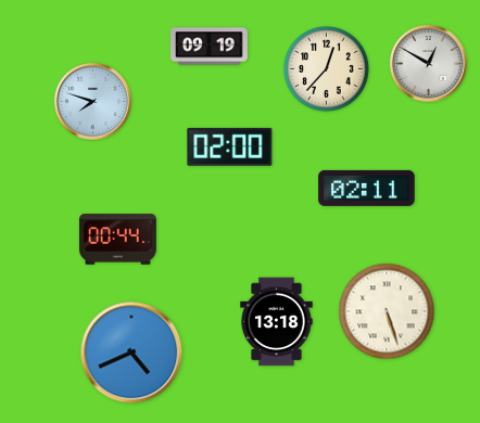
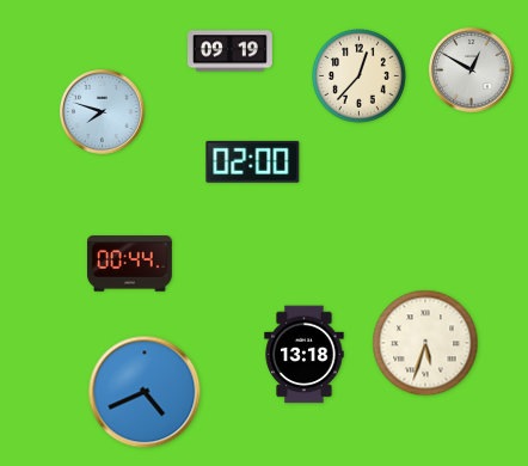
clock at (367, 188): 02:11 -> none
clock at (387, 311): 5:27 -> 5:33
clock at (131, 352) position: (131, 352) -> (145, 392)
